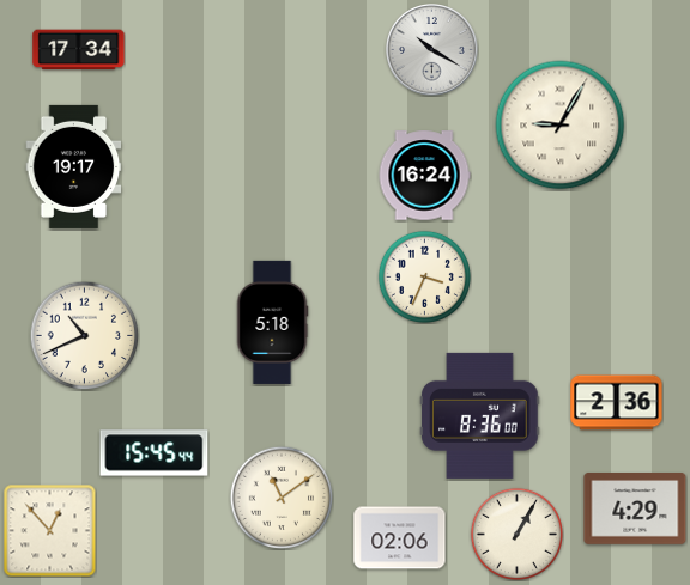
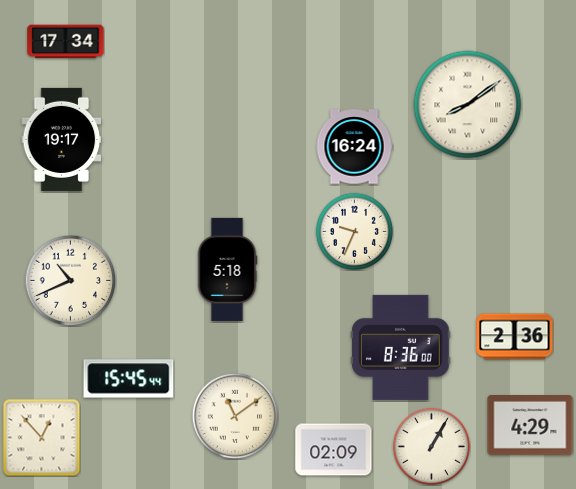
clock at (432, 50): 10:20 -> none
clock at (561, 126): 9:05 -> 8:09
clock at (424, 276): 3:34 -> 9:34
clock at (49, 530) position: (49, 530) -> (41, 437)
clock at (400, 538): 02:06 -> 02:09
